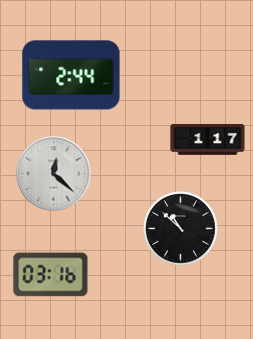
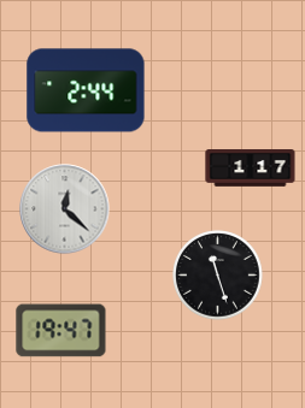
clock at (181, 229): 10:52 -> 11:27
clock at (51, 275): 03:16 -> 19:47
